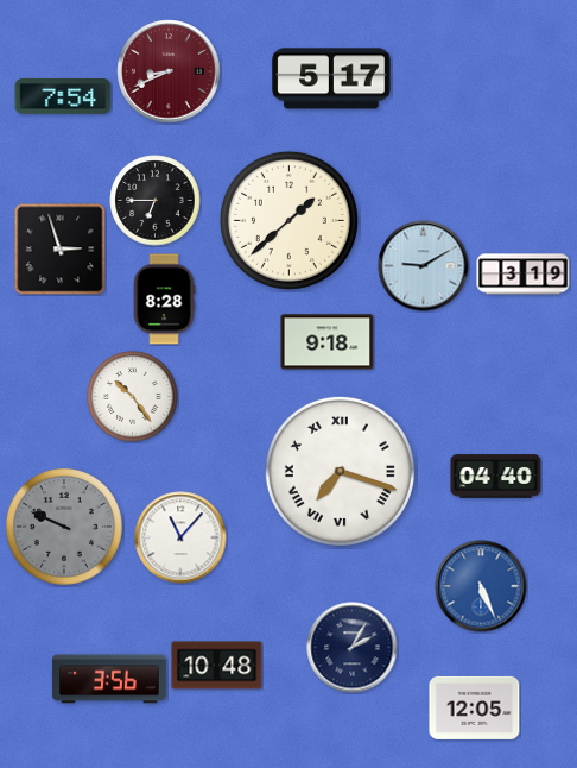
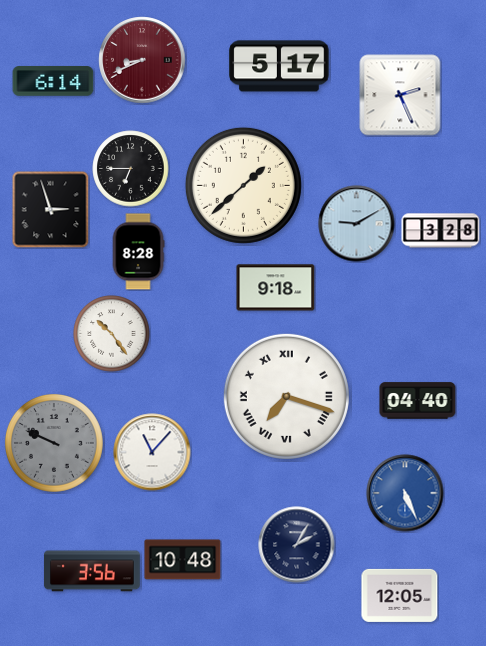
clock at (63, 96): 7:54 -> 6:14
clock at (400, 95): none -> 2:26
clock at (524, 275): 3:19 -> 3:28
